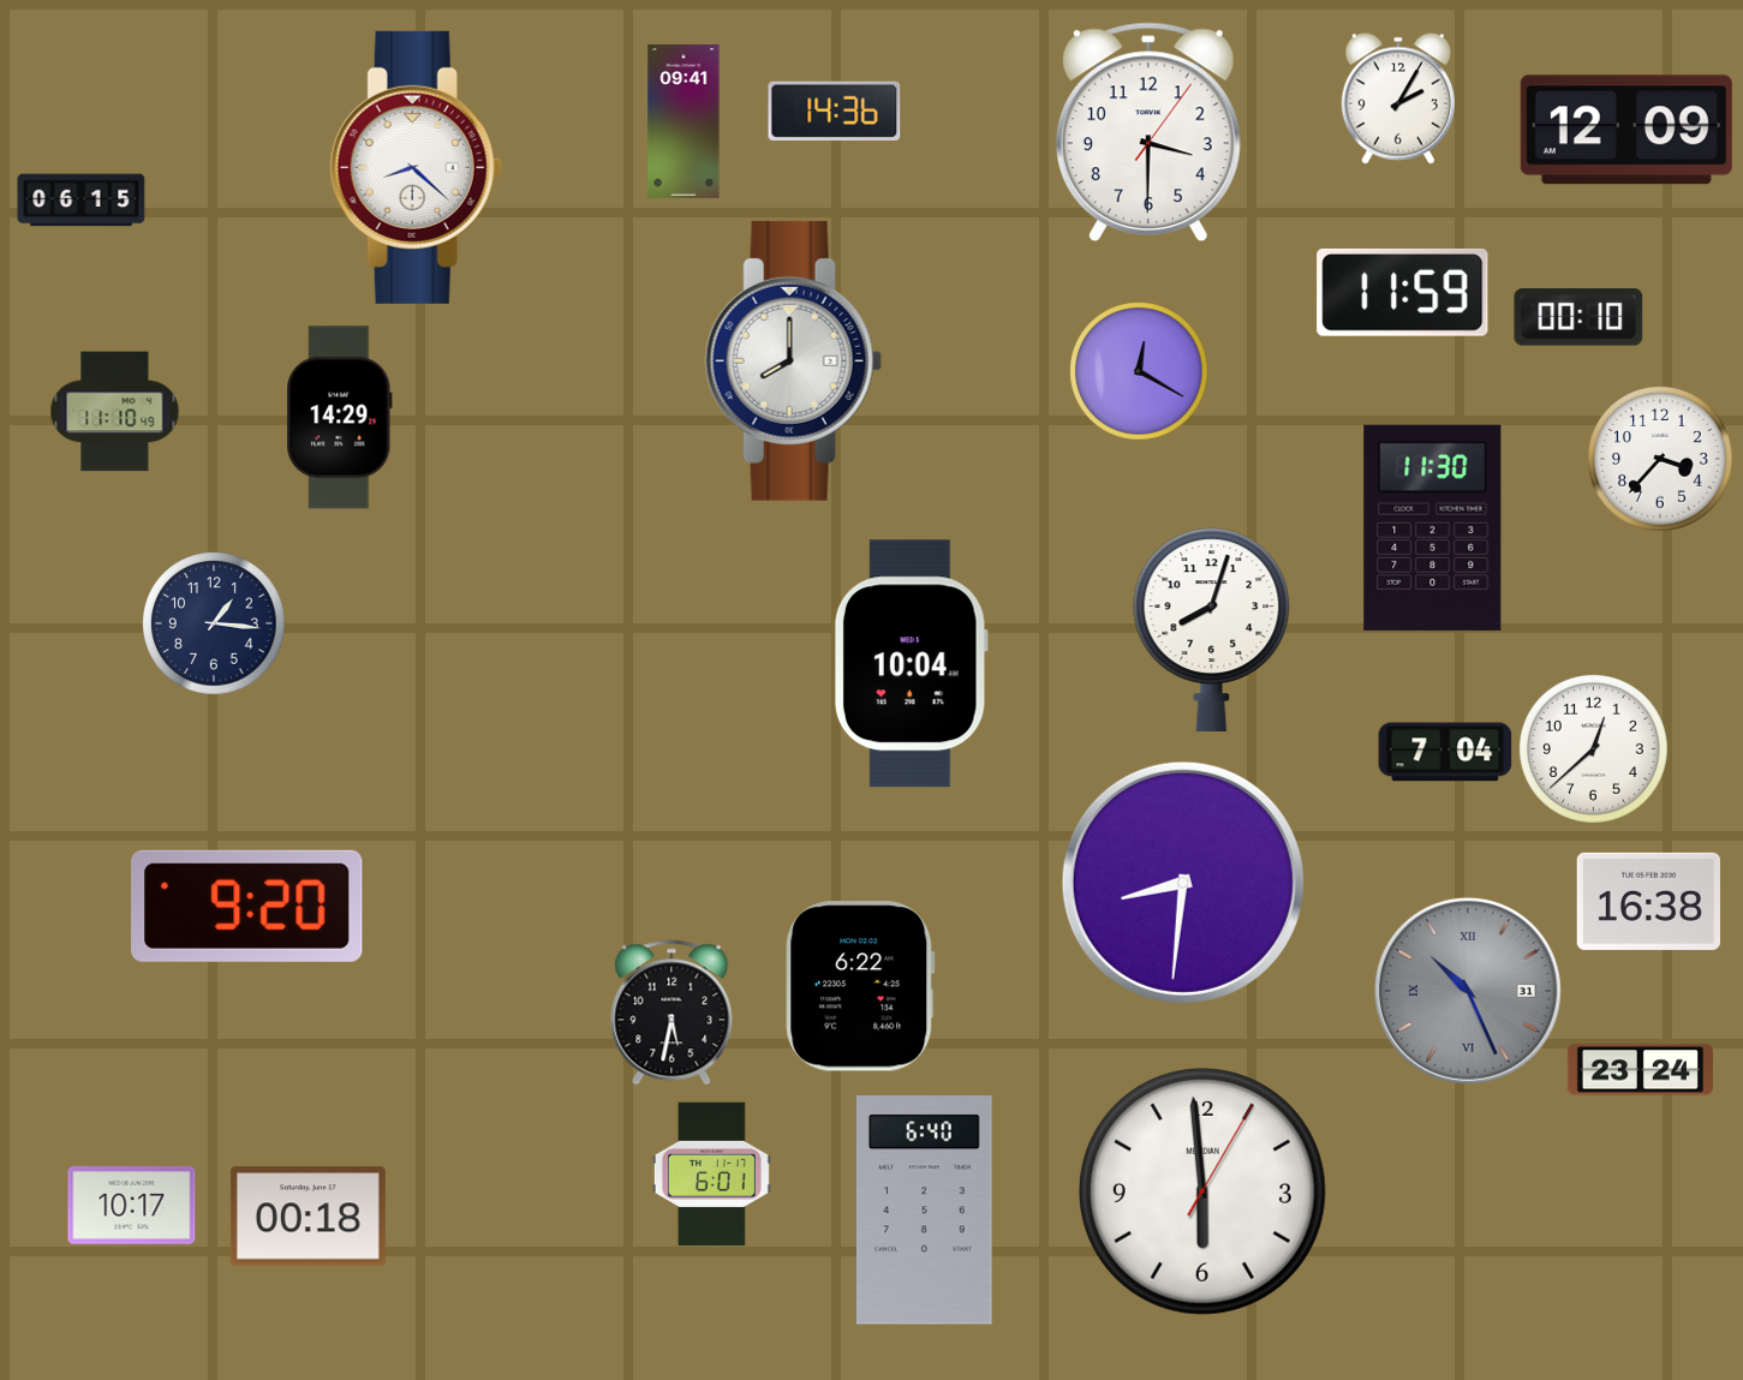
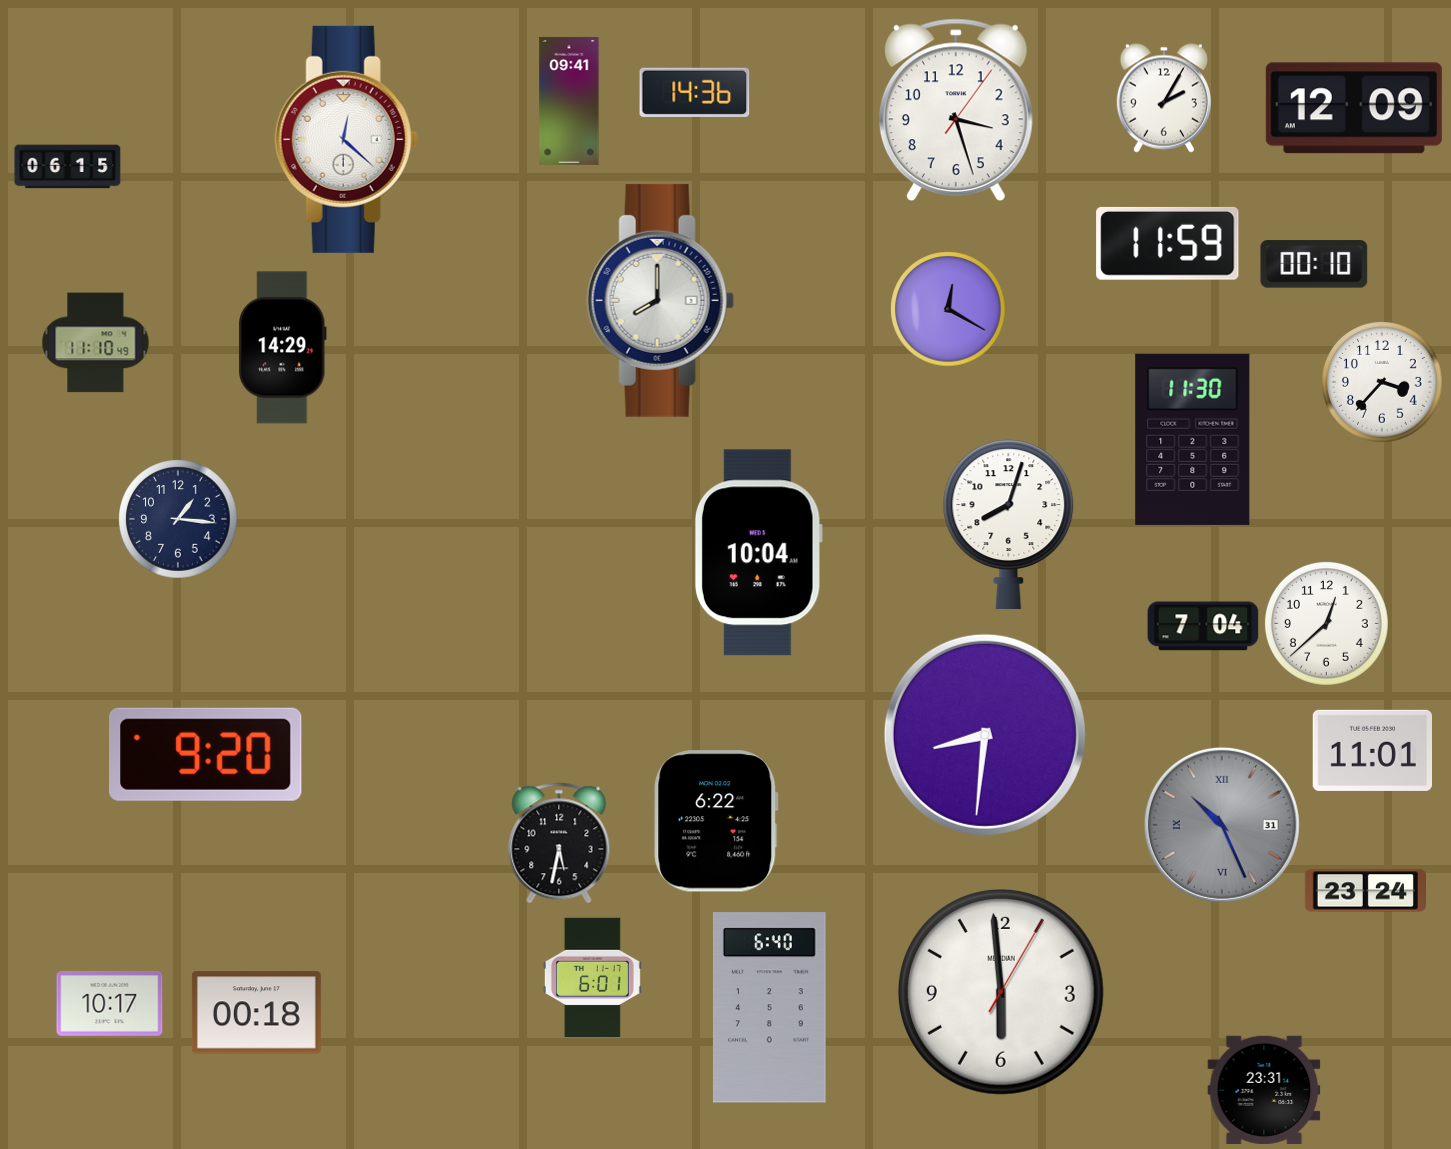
clock at (1398, 98) position: (1398, 98) -> (1164, 98)
clock at (1148, 132): 3:30 -> 3:27
clock at (416, 167): 8:22 -> 12:22
clock at (1648, 901): 16:38 -> 11:01
clock at (1264, 1090): none -> 23:31
